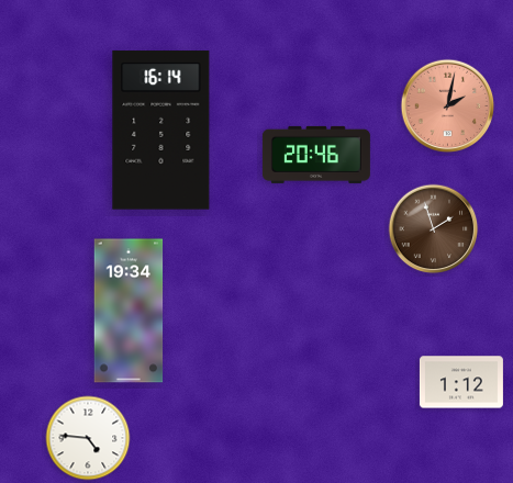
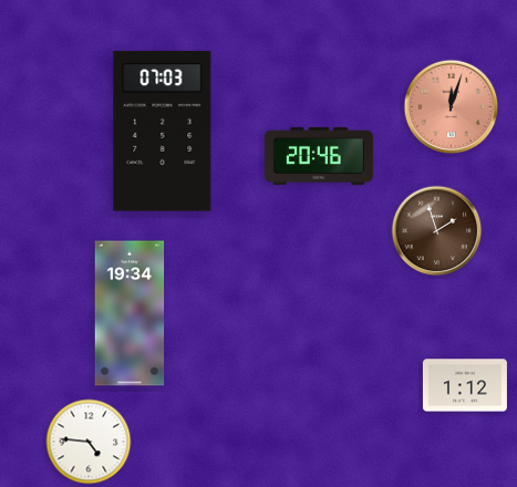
clock at (448, 106): 2:02 -> 12:03
clock at (161, 131): 16:14 -> 07:03
